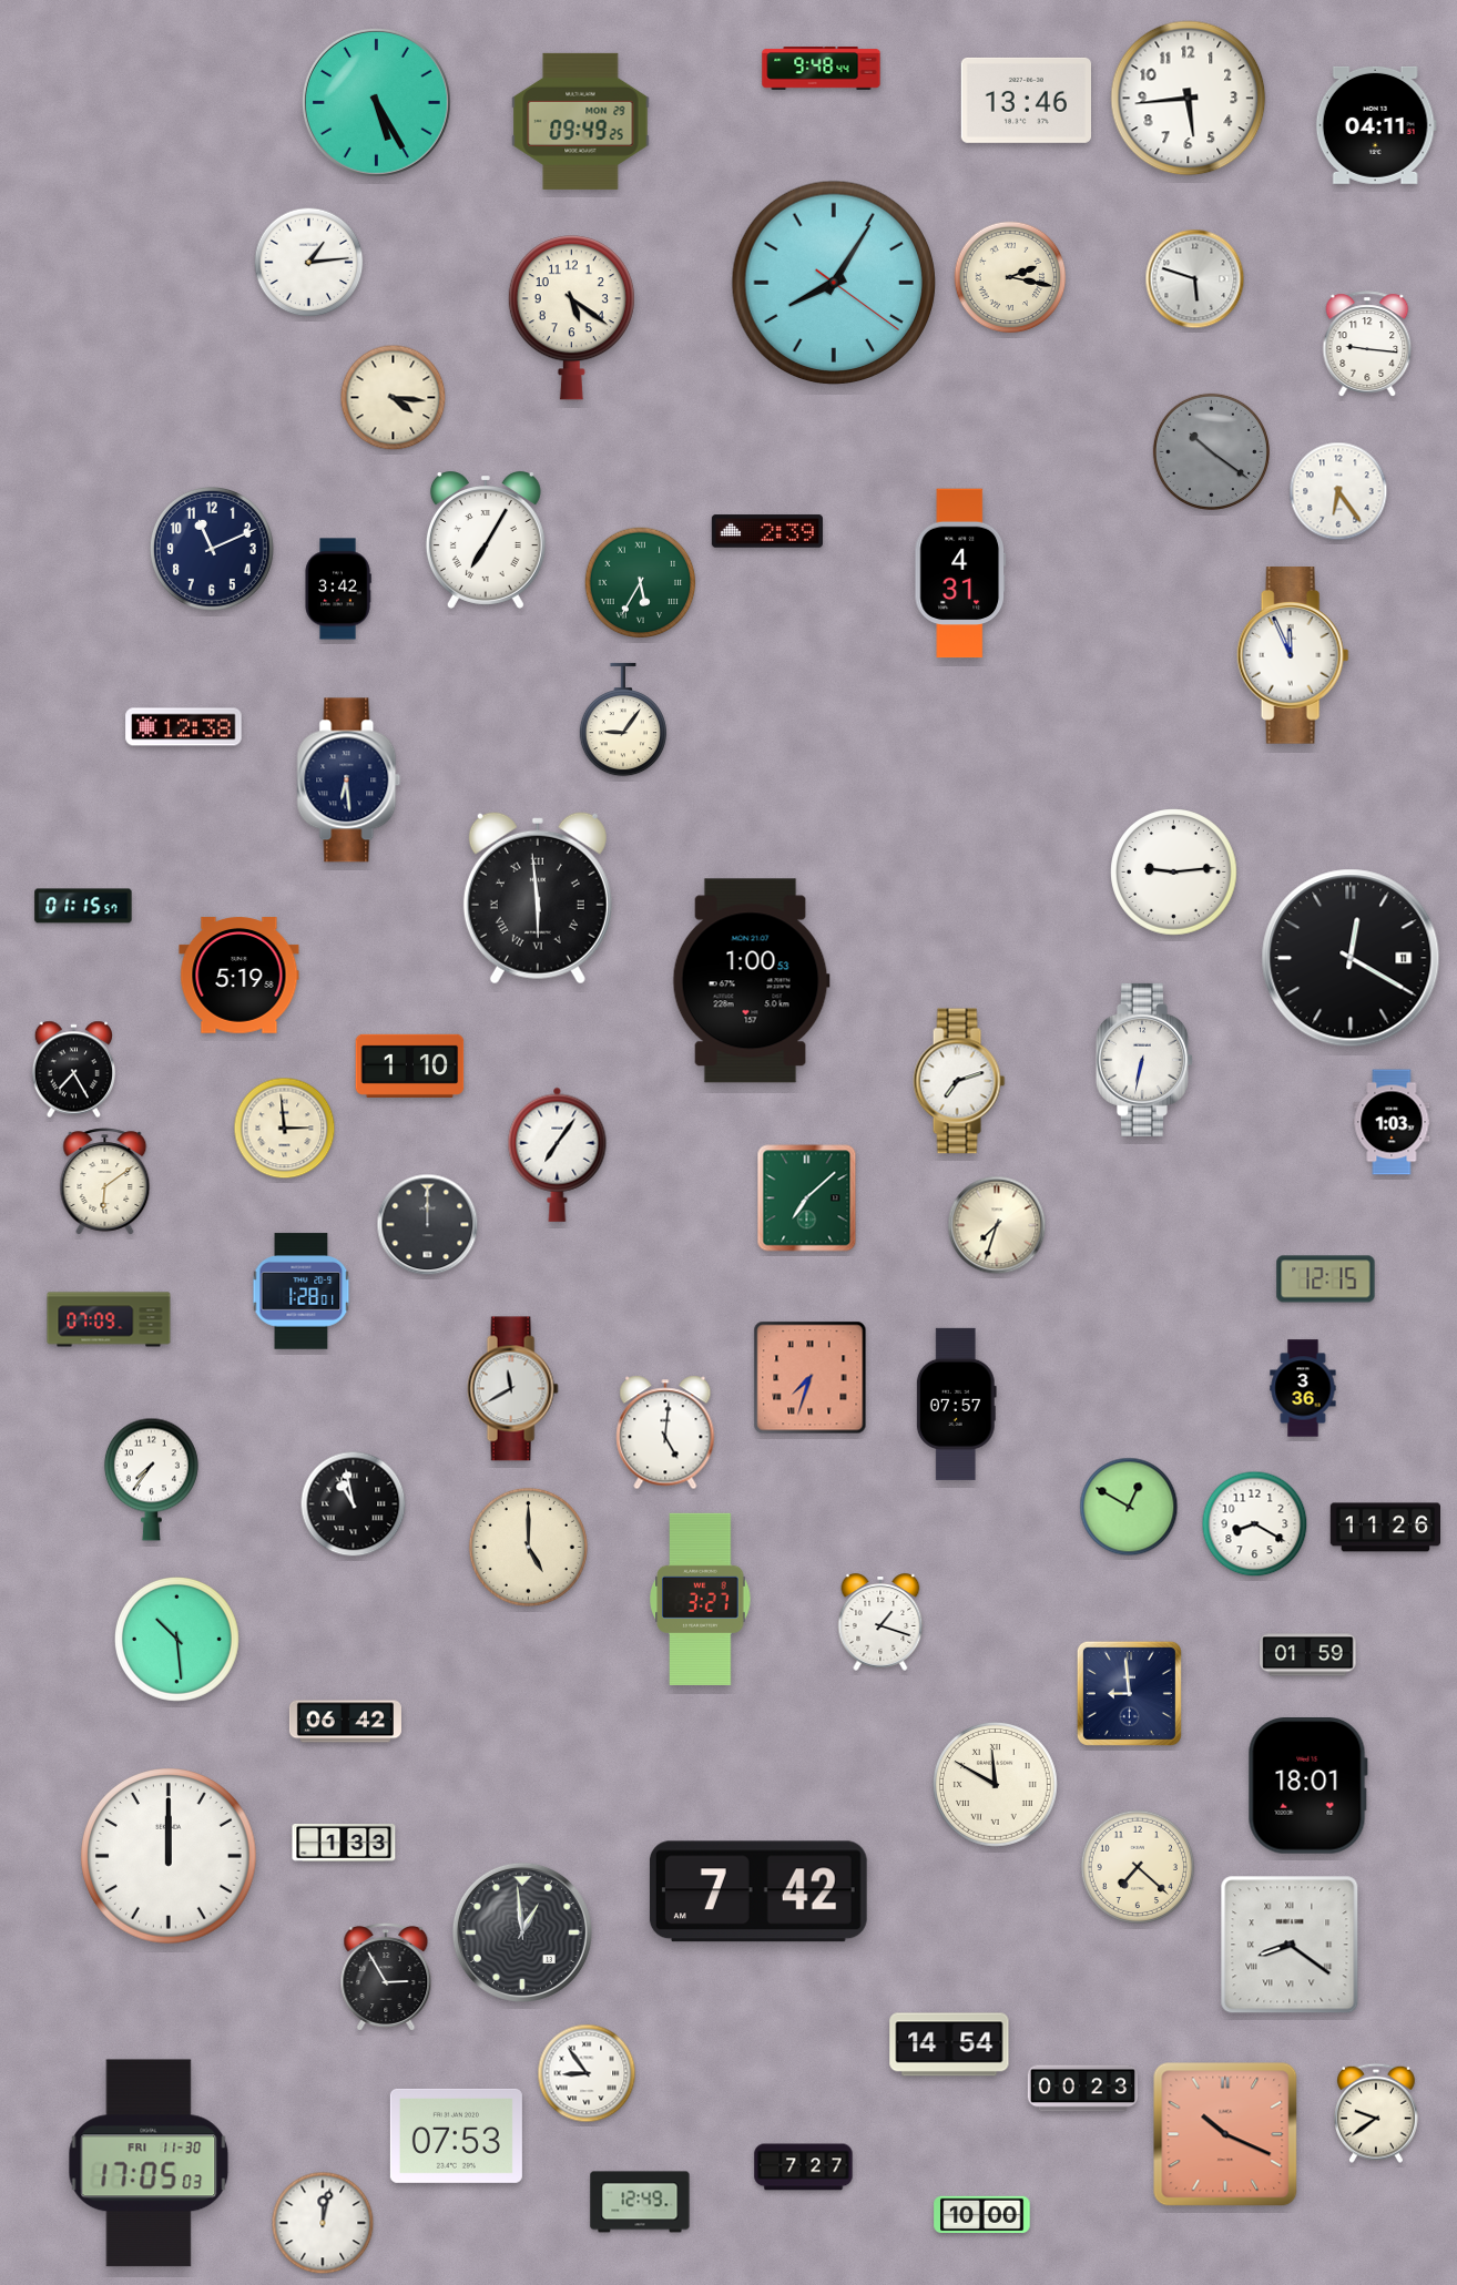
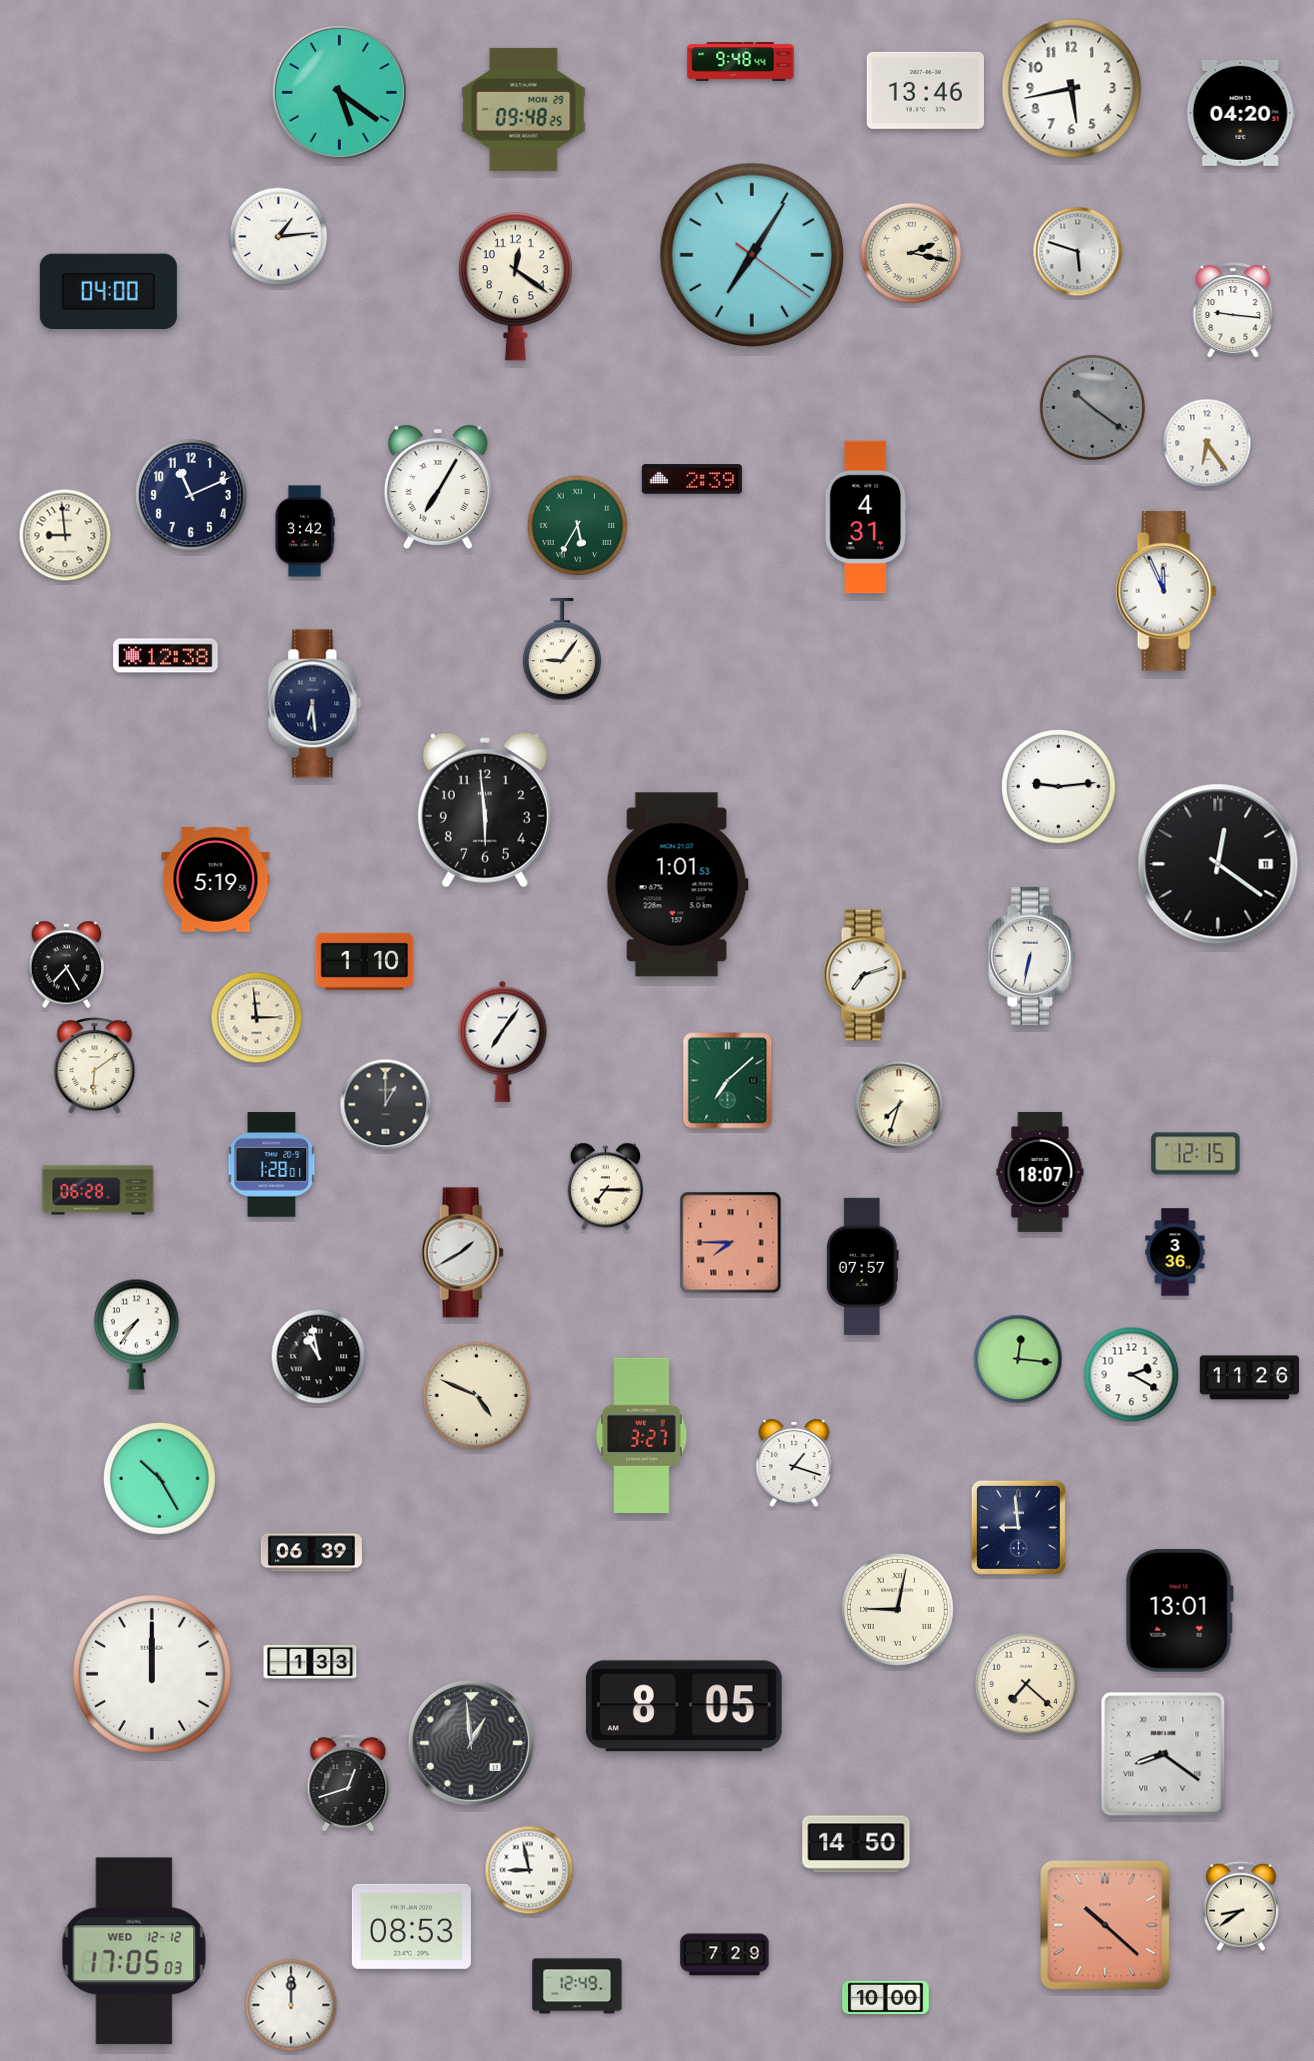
clock at (1189, 99): 5:44 -> 5:43
clock at (376, 102): 5:25 -> 5:21
clock at (581, 121): 09:49 -> 09:48
clock at (1376, 125): 04:11 -> 04:20
clock at (1010, 277) position: (1010, 277) -> (911, 253)
clock at (834, 283): 8:05 -> 7:05
clock at (571, 318): 5:21 -> 12:21
clock at (108, 291): none -> 04:00
clock at (394, 398): 4:16 -> none
clock at (65, 535): none -> 8:59
clock at (538, 898) numerals: Roman -> Arabic
clock at (83, 906): 01:15 -> none
clock at (1351, 958): 12:20 -> 12:21
clock at (751, 981): 1:00 -> 1:01
clock at (410, 1065) position: (410, 1065) -> (365, 961)
clock at (1392, 1122): 1:03 -> none
clock at (428, 1225): 12:00 -> 1:00
clock at (1040, 1172): none -> 18:07
clock at (606, 1187): none -> 7:15
clock at (109, 1319): 07:09 -> 06:28
clock at (811, 1378): 7:33 -> 7:45
clock at (512, 1389): 11:40 -> 1:40
clock at (665, 1432): 5:01 -> none
clock at (1129, 1507): 12:50 -> 12:16
clock at (1255, 1524): 8:20 -> 2:20
clock at (528, 1547): 5:00 -> 4:49
clock at (701, 1599) position: (701, 1599) -> (642, 1435)
clock at (176, 1639): 10:29 -> 10:25
clock at (1308, 1655): 01:59 -> none
clock at (345, 1722): 06:42 -> 06:39
clock at (995, 1784): 11:50 -> 9:02
clock at (1307, 1786): 18:01 -> 13:01
clock at (758, 1891): 7:42 -> 8:05
clock at (386, 1978): 2:55 -> 12:42
clock at (949, 2044): 14:54 -> 14:50
clock at (587, 2073): 8:54 -> 8:58
clock at (1083, 2089): 00:23 -> none
clock at (1376, 2113): 9:39 -> 8:39
clock at (1225, 2134): 10:19 -> 10:22
clock at (456, 2135): 07:53 -> 08:53
clock at (149, 2163) date: FRI 11-30 -> WED 12-12
clock at (804, 2167): 7:27 -> 7:29
clock at (323, 2223): 12:02 -> 12:00
